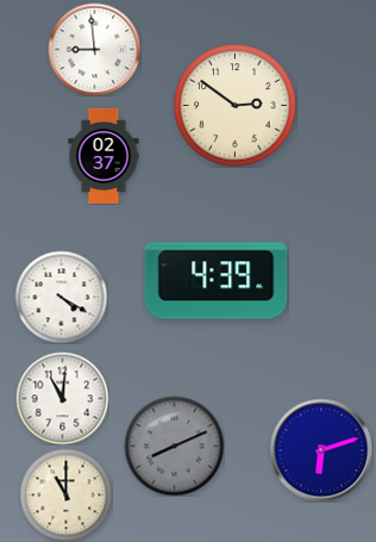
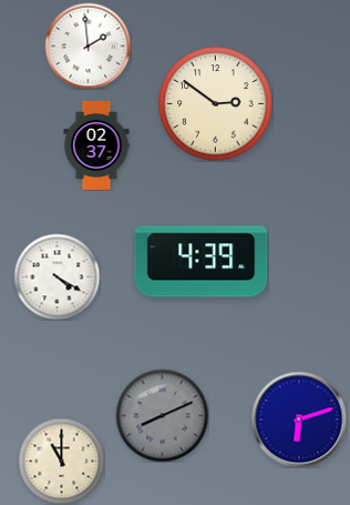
clock at (94, 49): 8:59 -> 1:59
clock at (236, 106) position: (236, 106) -> (216, 104)
clock at (62, 398): 11:01 -> none
